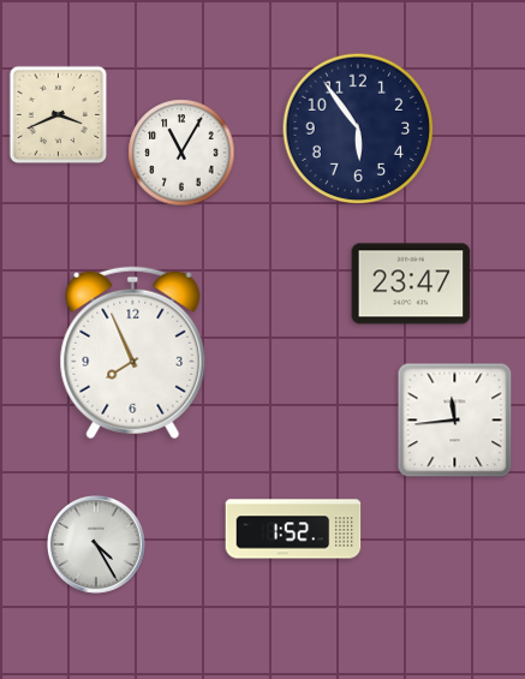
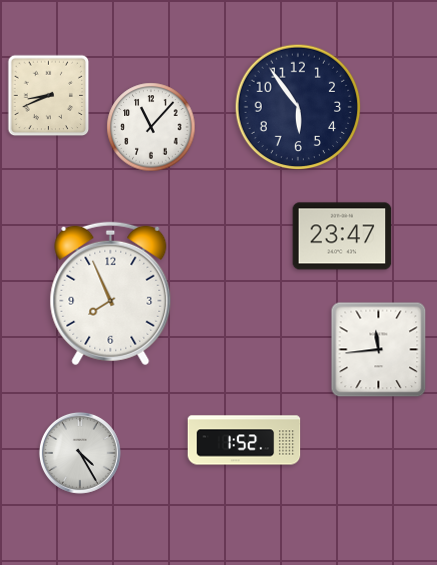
clock at (59, 115): 3:41 -> 8:41
clock at (181, 153): 11:05 -> 11:07
